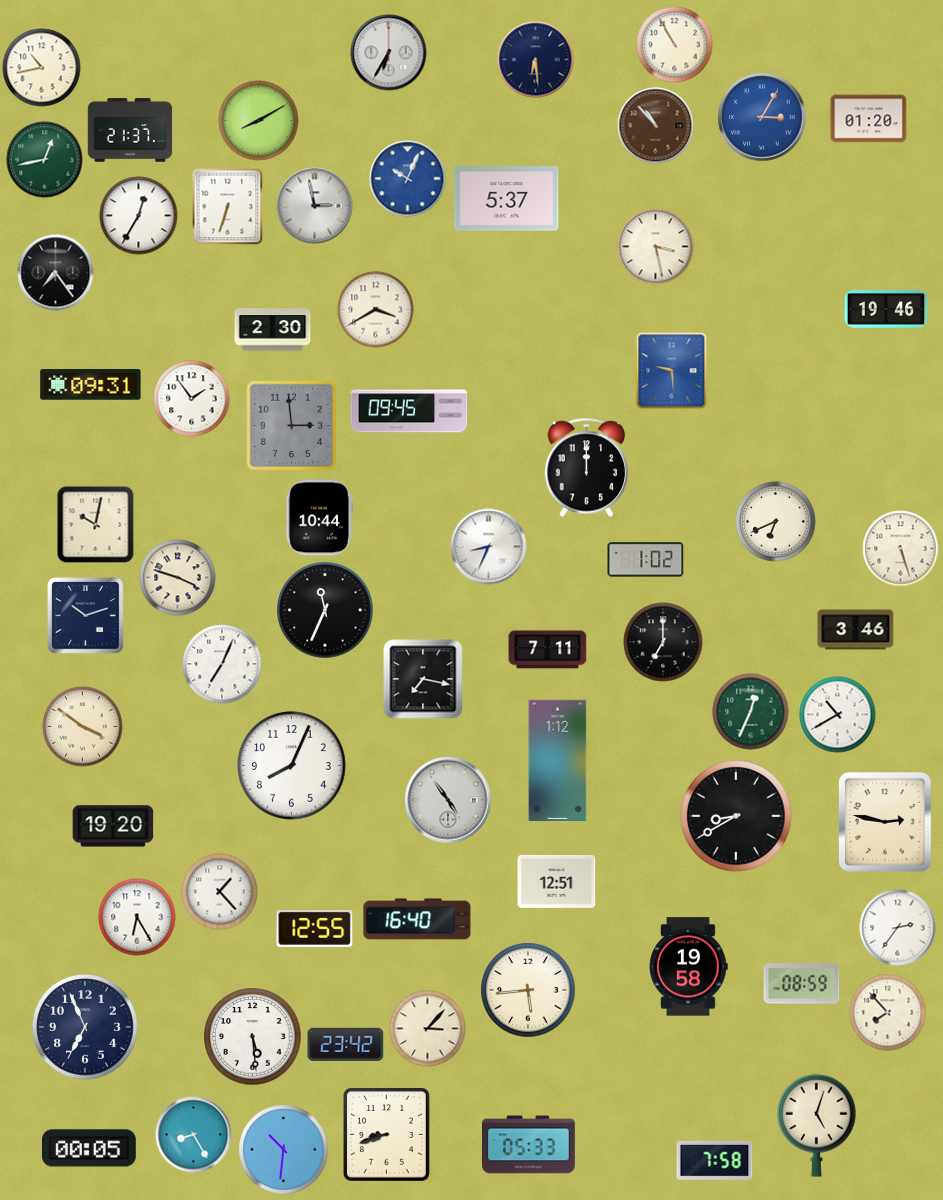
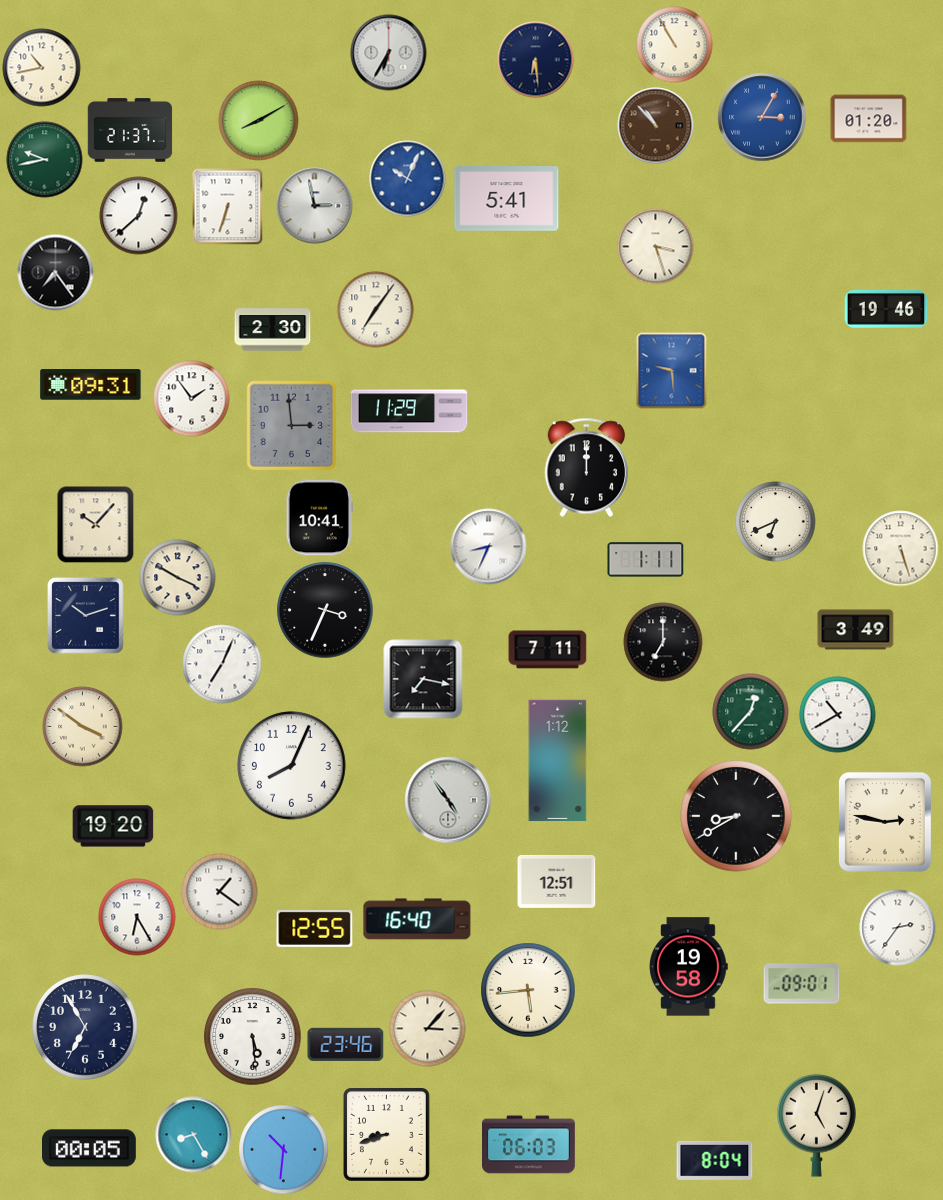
clock at (45, 160): 12:43 -> 9:43
clock at (507, 199): 5:37 -> 5:41
clock at (139, 216): 12:35 -> 12:38
clock at (656, 247): 3:28 -> 3:27
clock at (376, 310): 3:40 -> 7:06
clock at (409, 411): 09:45 -> 11:29
clock at (319, 518): 10:44 -> 10:41
clock at (96, 525): 10:02 -> 10:07
clock at (646, 560): 1:02 -> 1:11
clock at (178, 578): 3:48 -> 3:50
clock at (325, 610): 11:34 -> 3:34
clock at (856, 630): 3:46 -> 3:49
clock at (751, 712): 12:34 -> 12:37
clock at (220, 892): 1:23 -> 1:21
clock at (802, 984): 08:59 -> 09:01
clock at (888, 1013): 7:53 -> none
clock at (85, 1027): 6:56 -> 6:55
clock at (346, 1044): 23:42 -> 23:46
clock at (529, 1145): 05:33 -> 06:03
clock at (715, 1160): 7:58 -> 8:04
